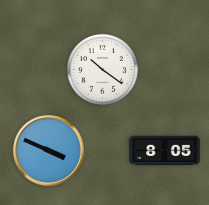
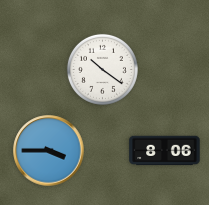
clock at (49, 151): 3:49 -> 3:45
clock at (165, 151): 8:05 -> 8:06
